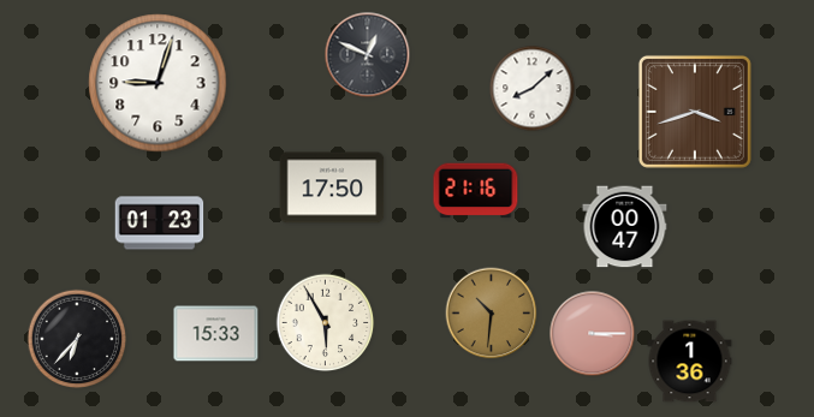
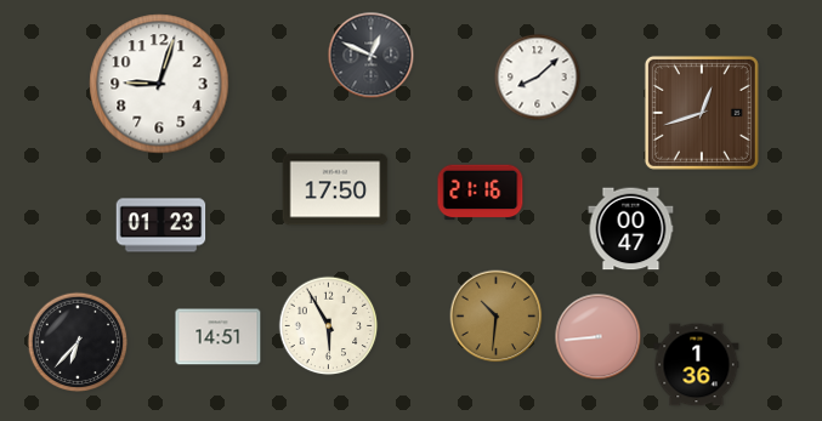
clock at (533, 89) position: (533, 89) -> (538, 78)
clock at (695, 112): 3:42 -> 12:42
clock at (216, 334): 15:33 -> 14:51
clock at (593, 334): 3:15 -> 8:44
